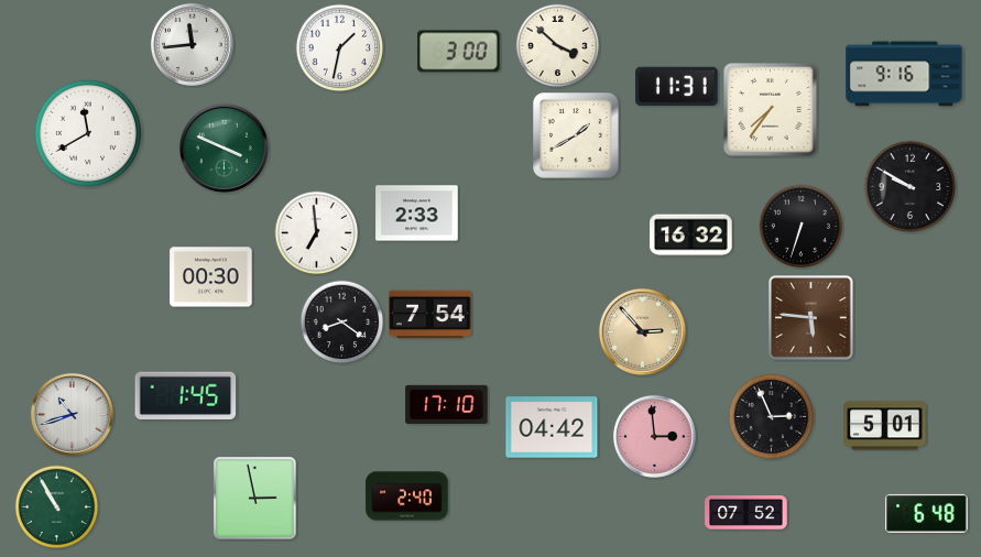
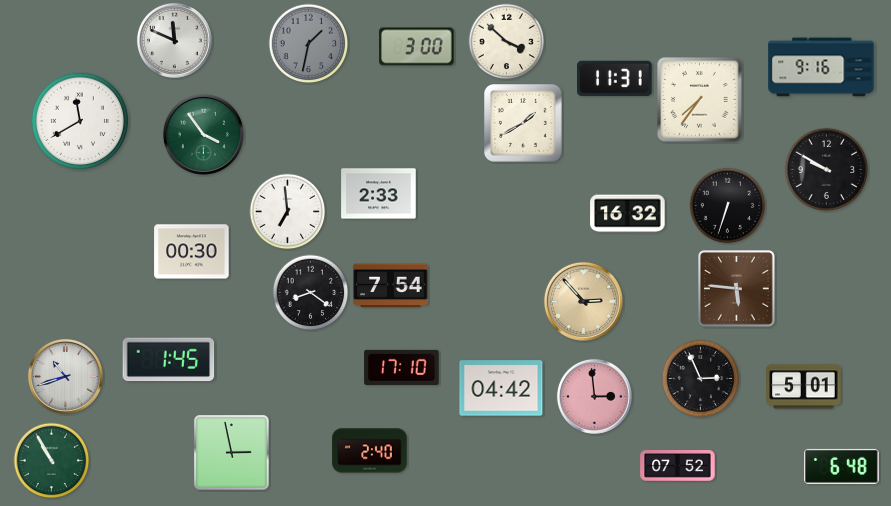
clock at (192, 44): 11:44 -> 11:49
clock at (340, 48) dial: white -> grey
clock at (224, 148): 3:49 -> 3:54
clock at (447, 404) position: (447, 404) -> (402, 367)
